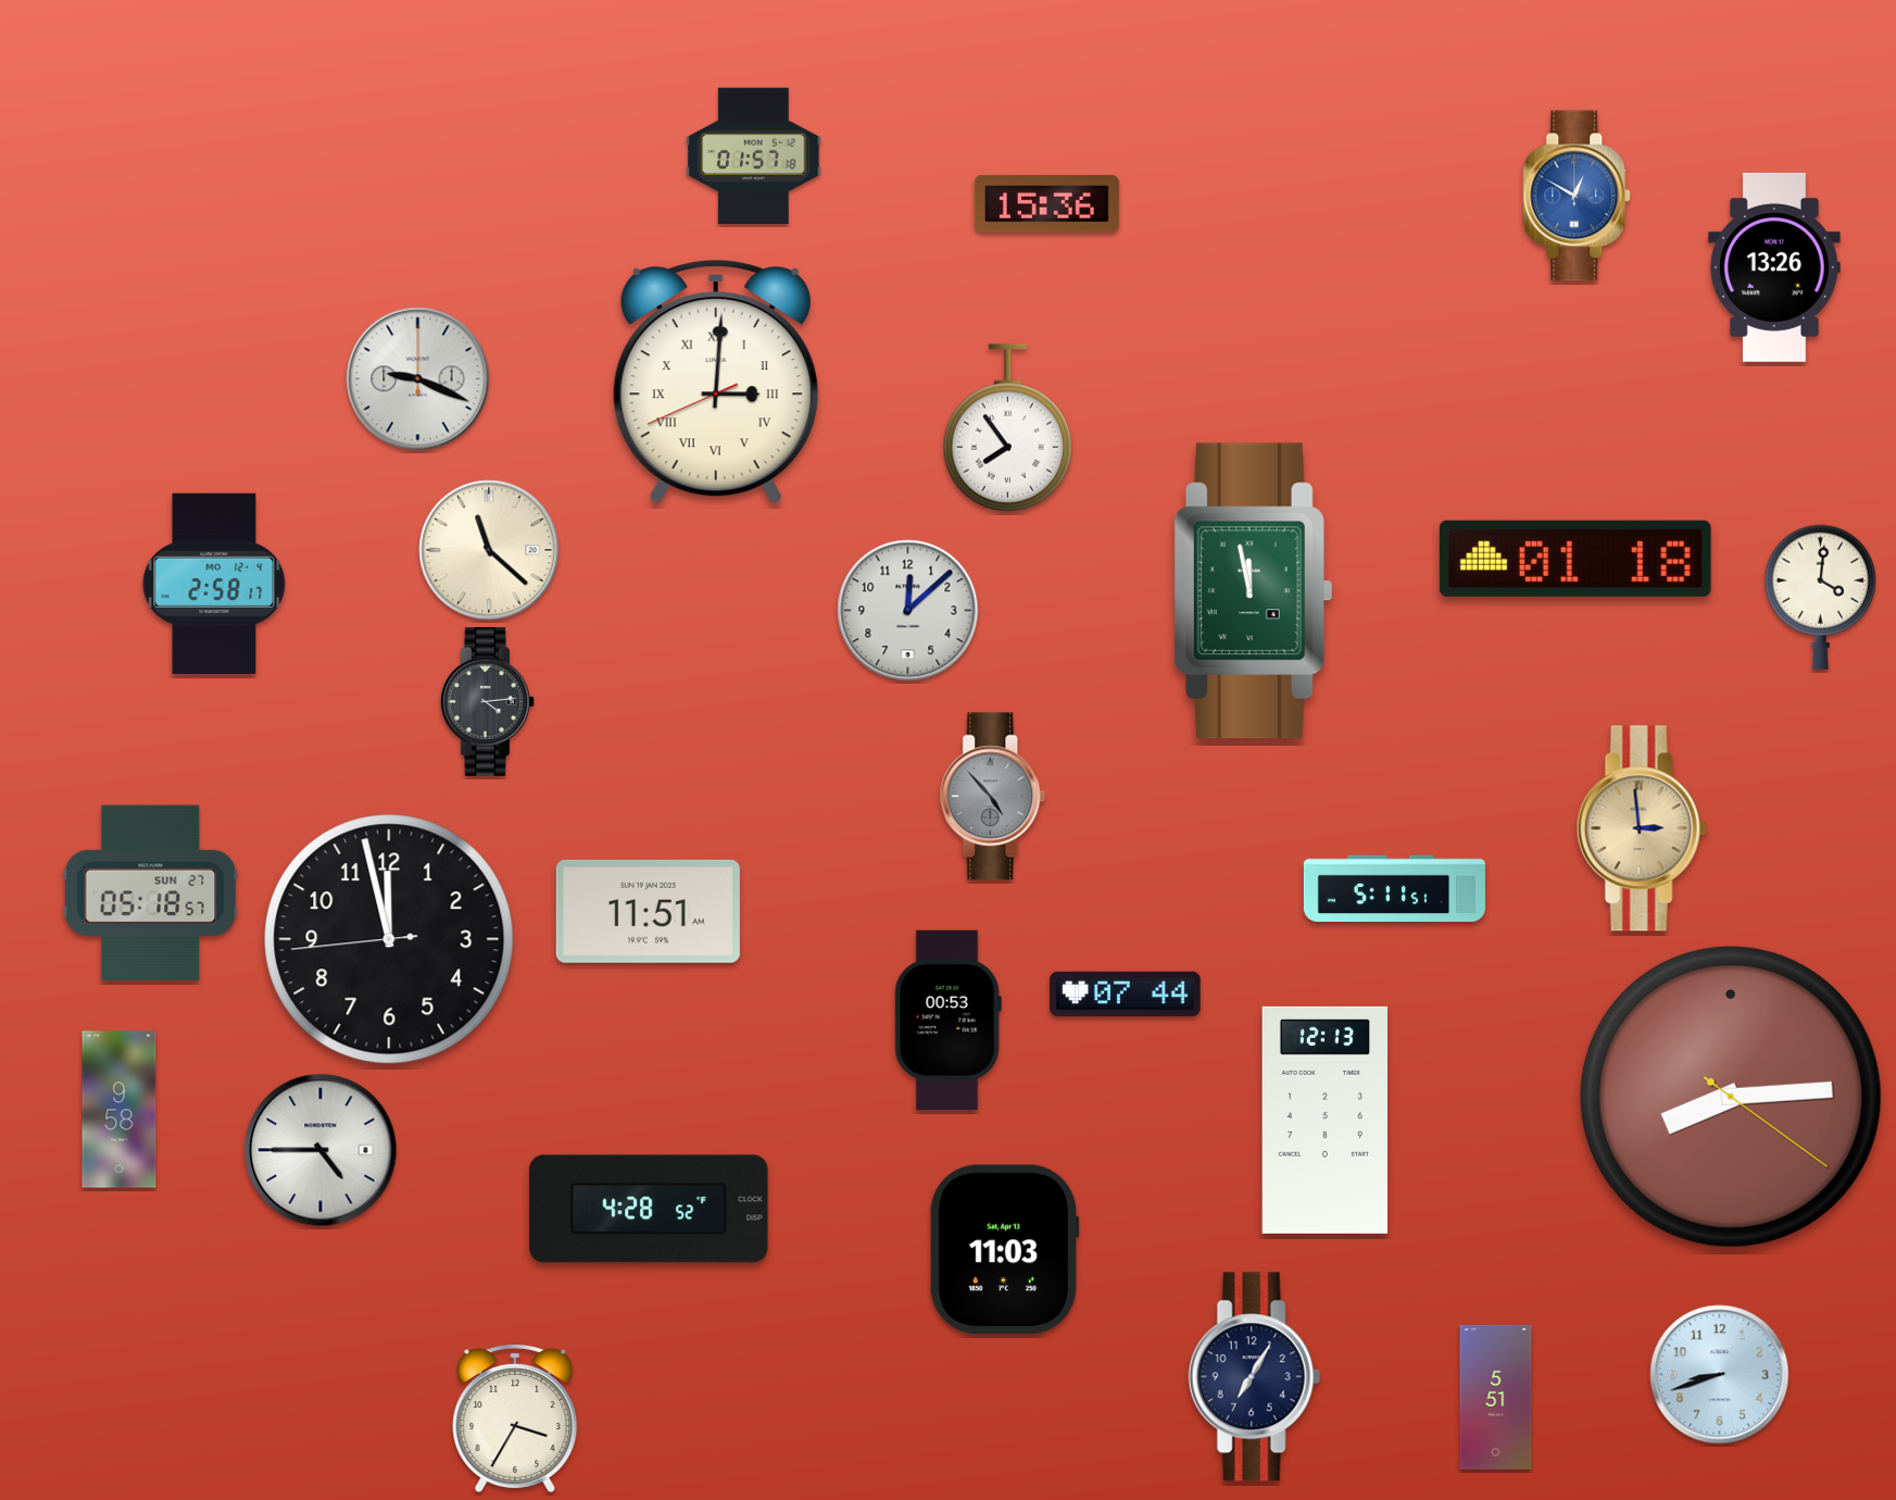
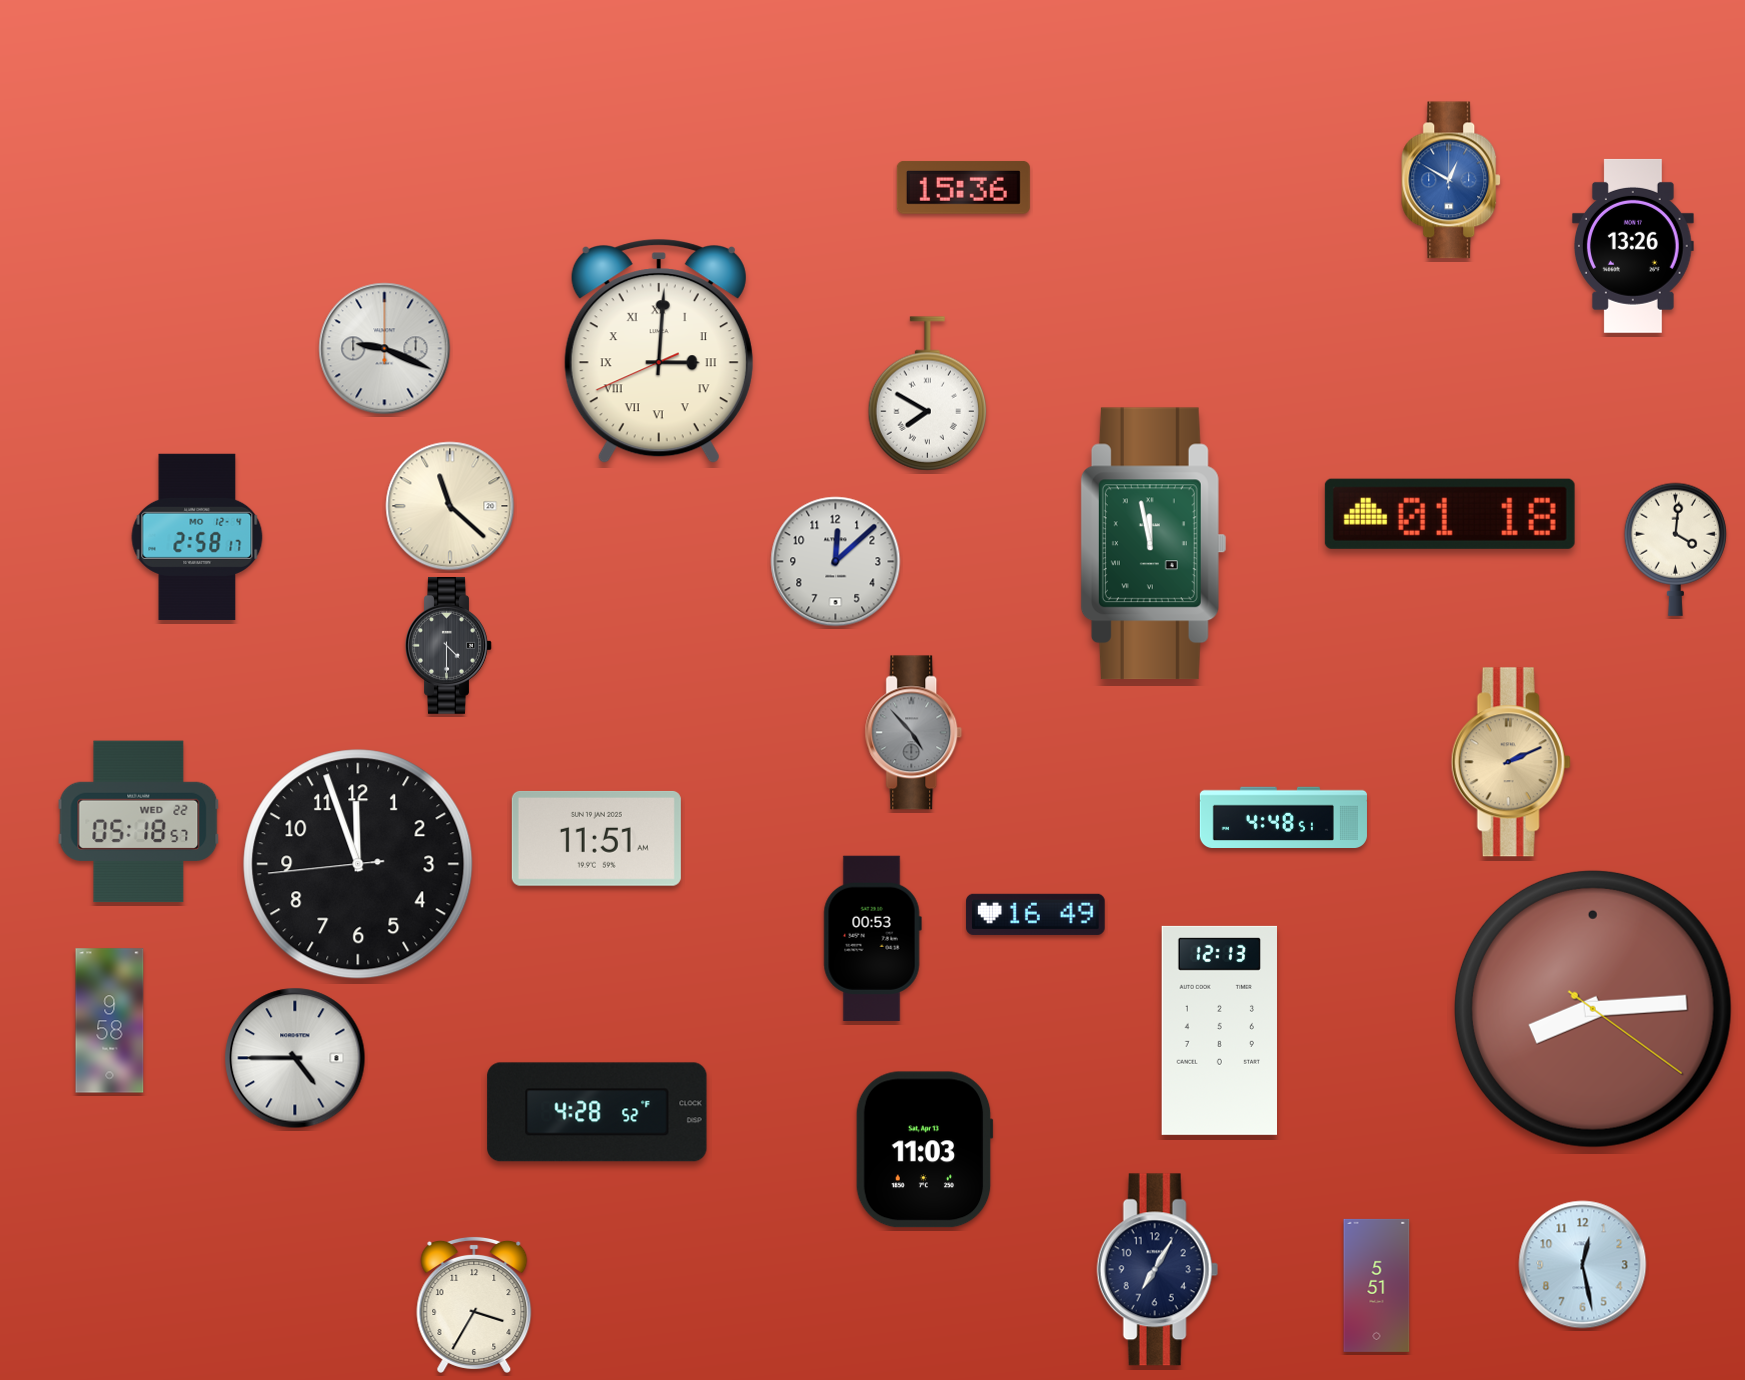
clock at (754, 157): 01:57 -> none
clock at (1007, 428): 7:54 -> 7:50
clock at (488, 702): 4:14 -> 4:30
clock at (1642, 828): 2:59 -> 2:11
clock at (1394, 889): 5:11 -> 4:48
clock at (151, 893) date: SUN 27 -> WED 22
clock at (389, 939): 11:57 -> 11:56
clock at (1126, 993): 07:44 -> 16:49
clock at (1720, 1375): 8:42 -> 12:28
clock at (1254, 1377) position: (1254, 1377) -> (1157, 1270)
